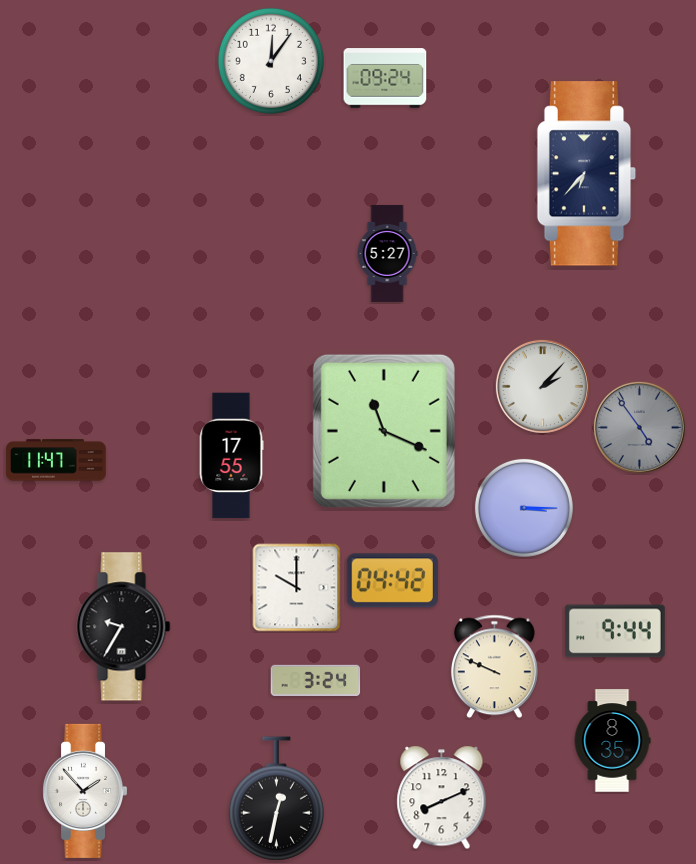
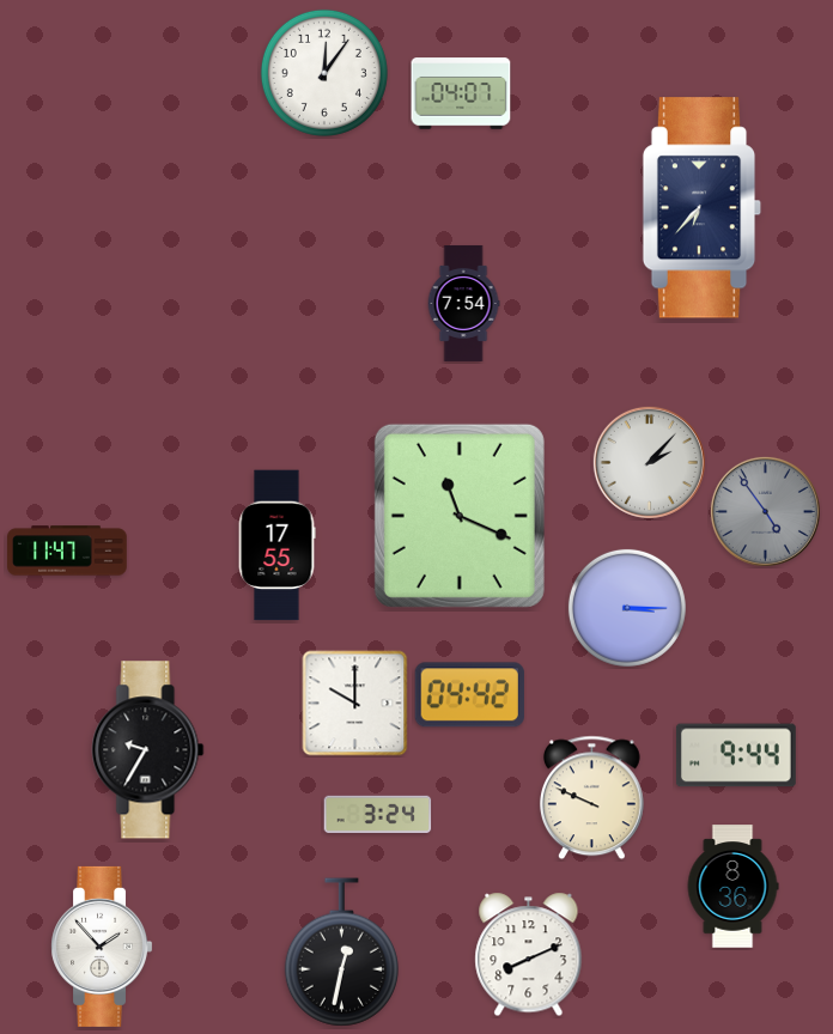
clock at (385, 78): 09:24 -> 04:07
clock at (387, 253): 5:27 -> 7:54
clock at (612, 741): 8:35 -> 8:36
clock at (276, 799) position: (276, 799) -> (341, 953)
